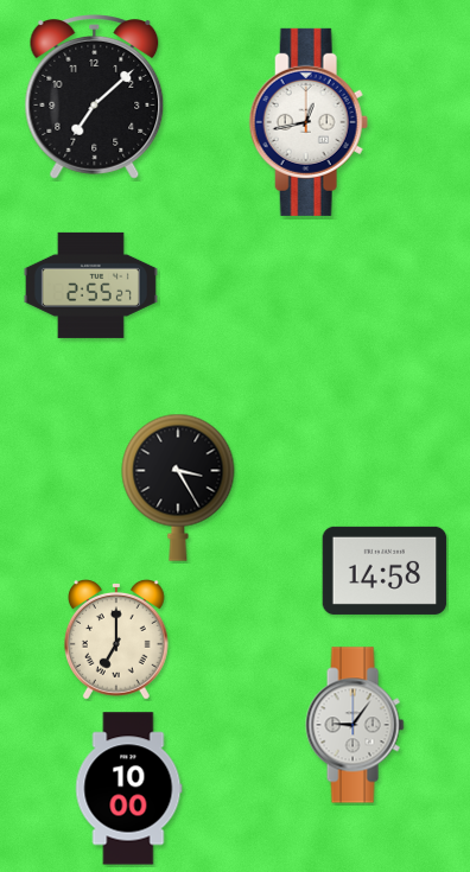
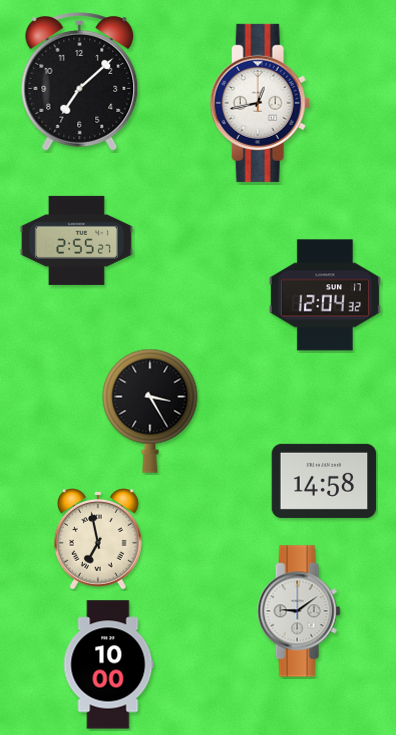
clock at (325, 295): none -> 12:04
clock at (116, 641): 7:00 -> 6:58
clock at (355, 725): 9:06 -> 9:09
